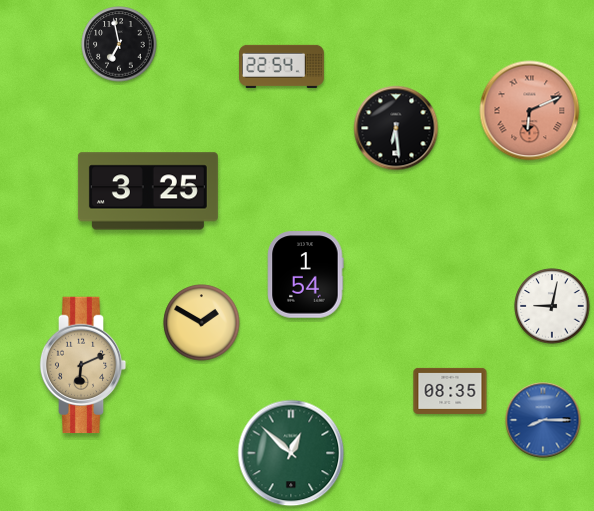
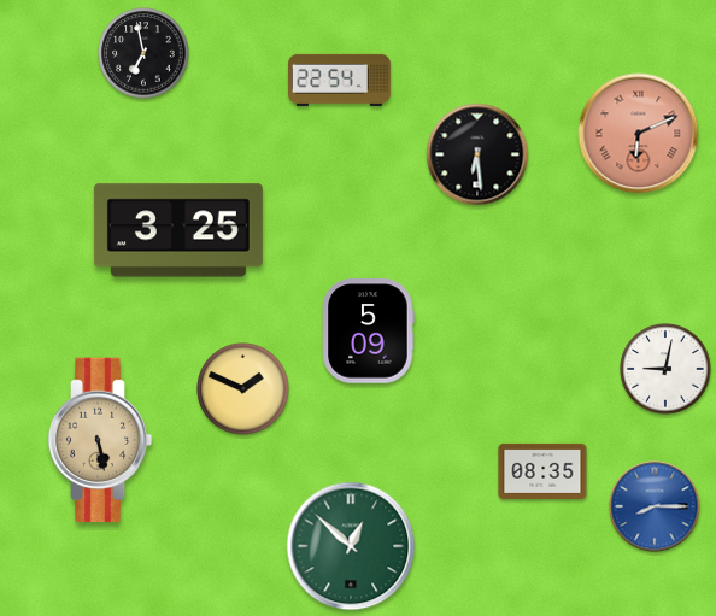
clock at (306, 275): 1:54 -> 5:09
clock at (202, 323): 1:50 -> 1:49
clock at (83, 365): 6:11 -> 5:28
